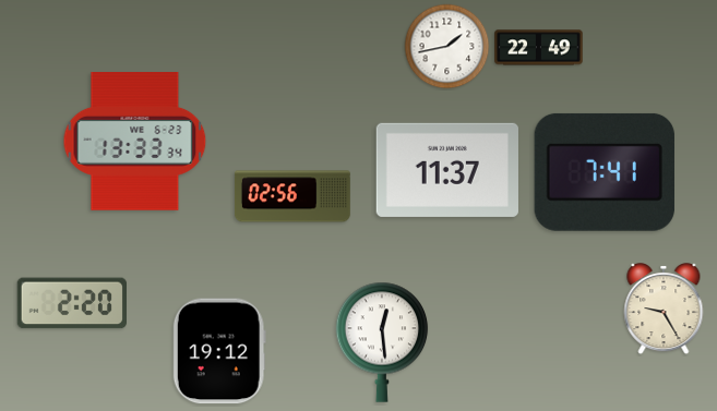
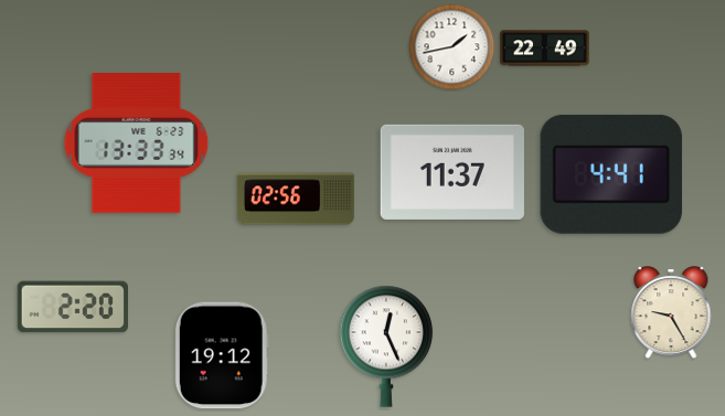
clock at (605, 172): 7:41 -> 4:41
clock at (382, 342): 12:29 -> 12:26
